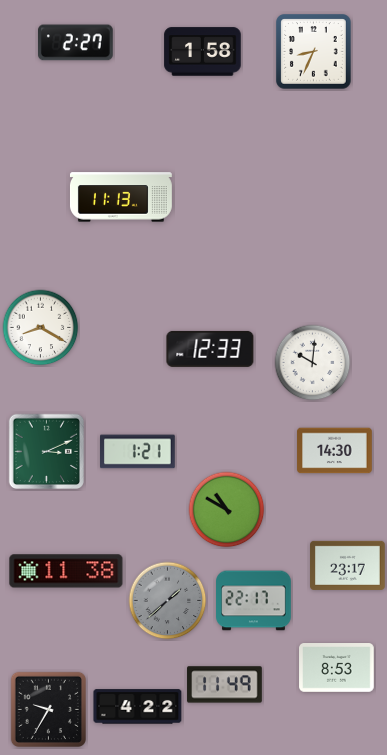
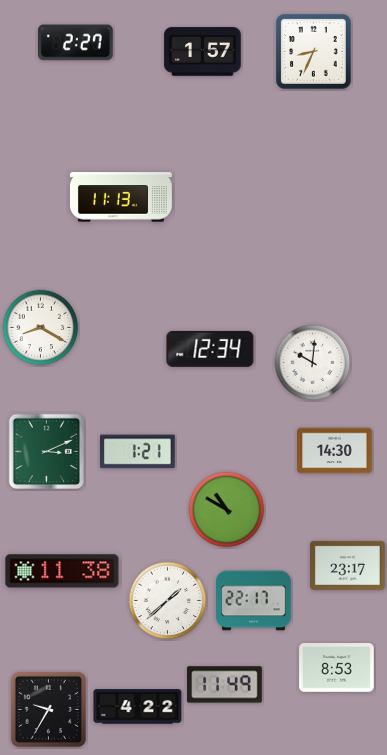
clock at (203, 52): 1:58 -> 1:57
clock at (210, 349): 12:33 -> 12:34
clock at (66, 571) position: (66, 571) -> (62, 571)
clock at (168, 601) dial: grey -> white
